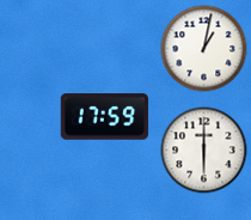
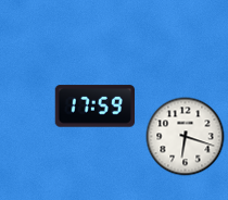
clock at (204, 49): 1:02 -> none
clock at (204, 151): 6:00 -> 6:18
